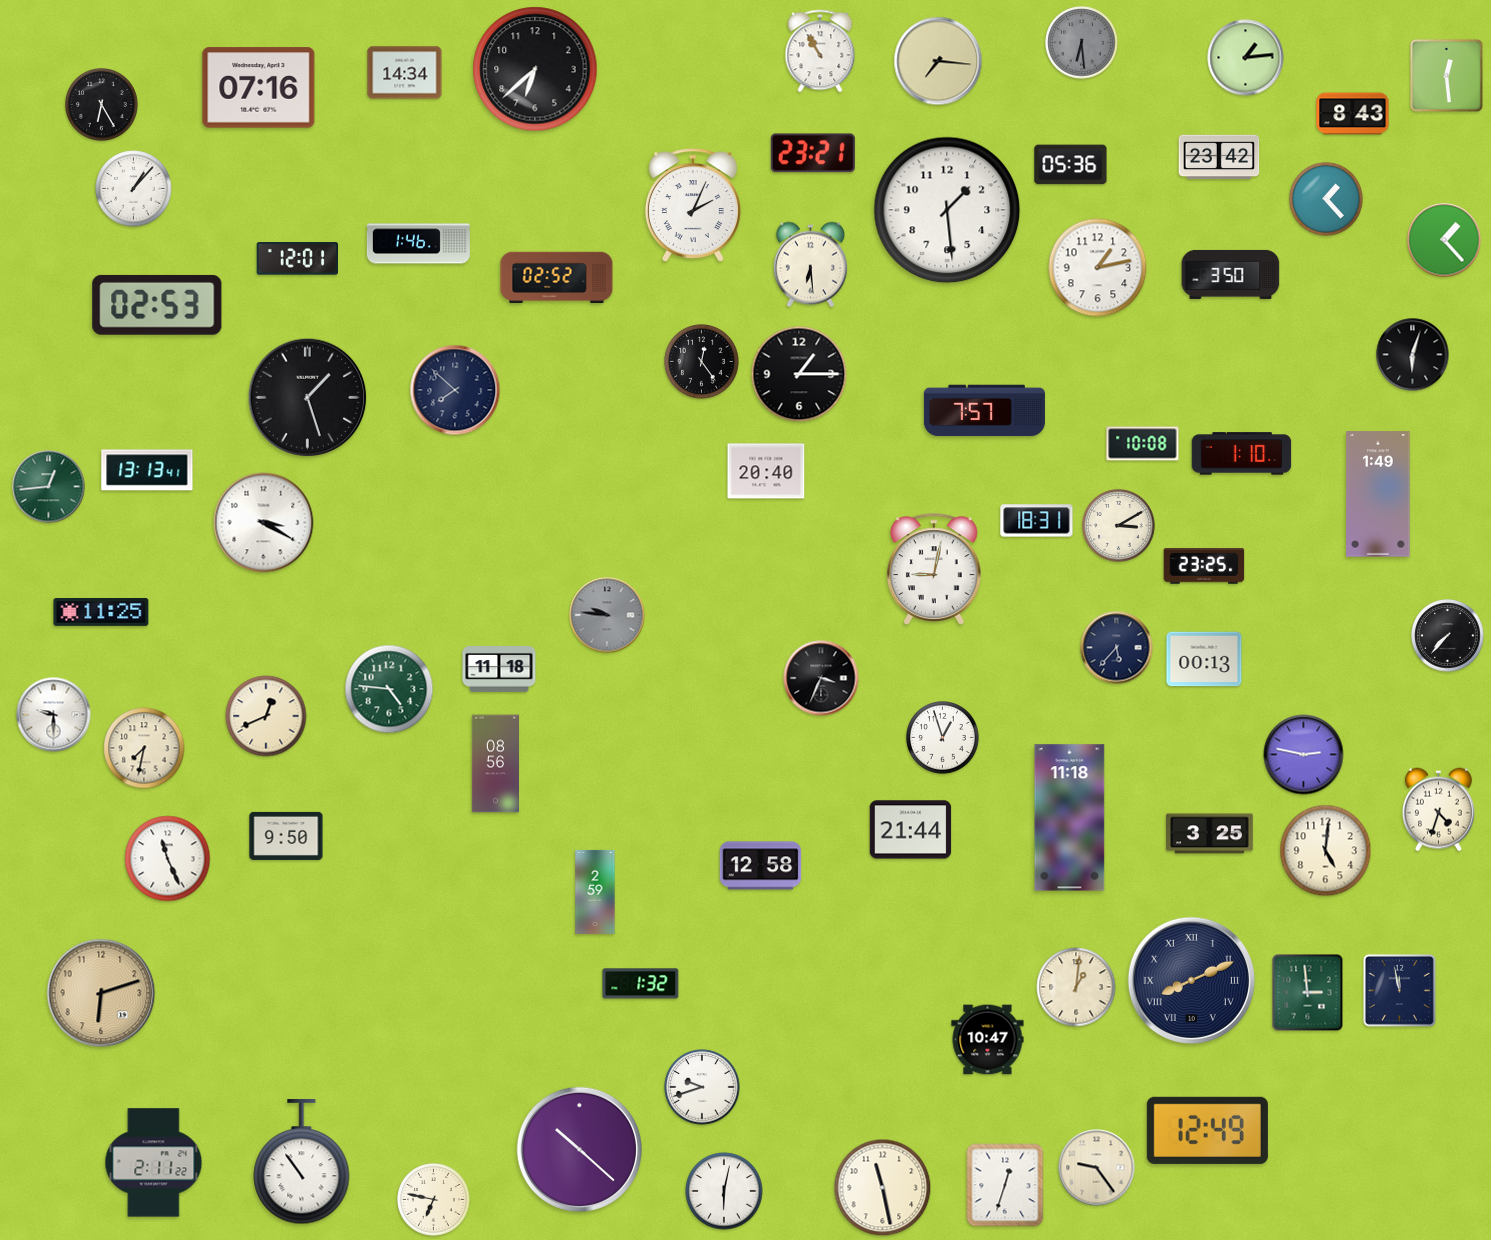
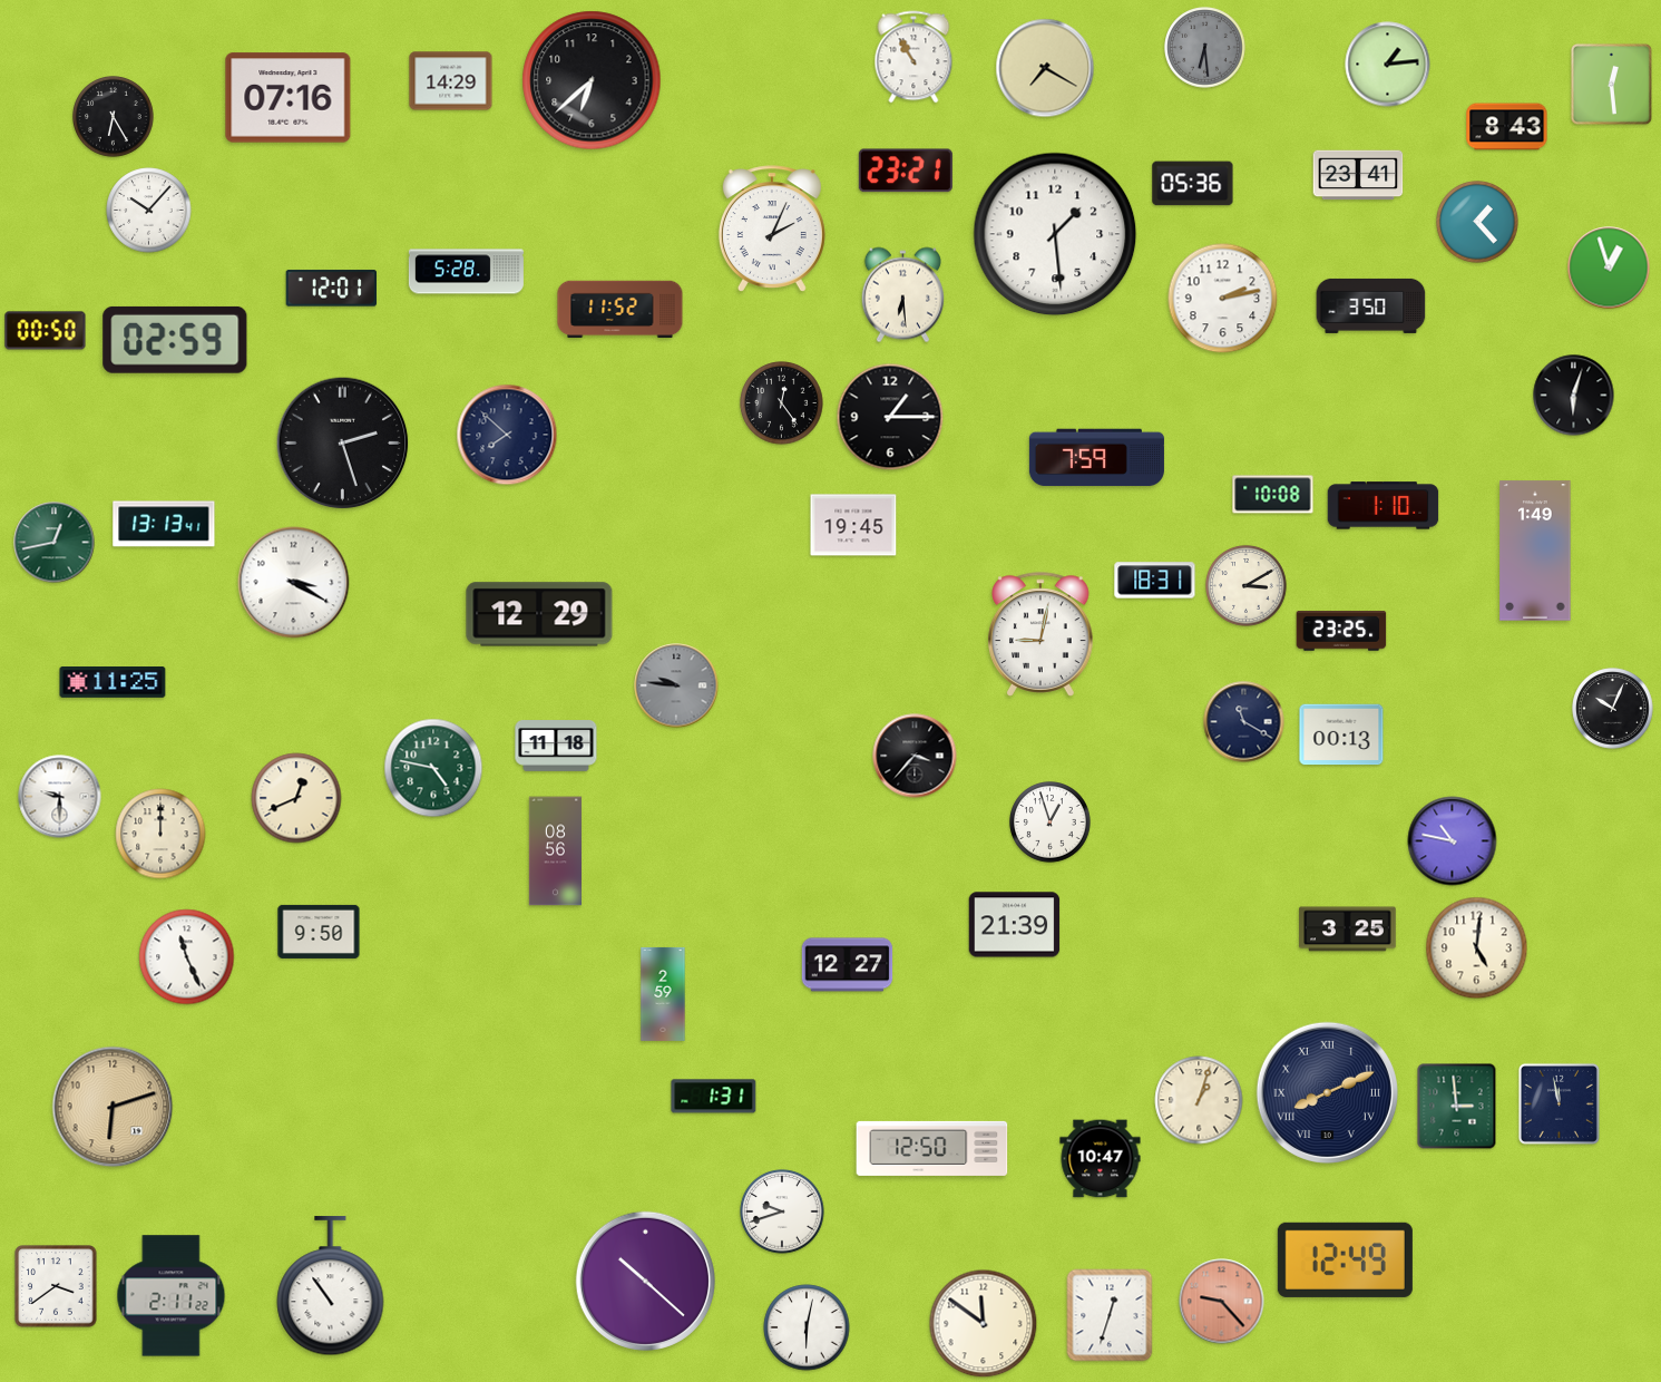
clock at (938, 61): 7:16 -> 7:20
clock at (535, 69) position: (535, 69) -> (592, 80)
clock at (405, 73): 14:34 -> 14:29
clock at (1219, 157): 23:42 -> 23:41
clock at (134, 189): 1:07 -> 10:07
clock at (1444, 240): 1:23 -> 12:57
clock at (418, 244): 1:46 -> 5:28
clock at (1098, 268): 1:13 -> 2:13
clock at (557, 278): 02:52 -> 11:52
clock at (46, 331): none -> 00:50
clock at (157, 305): 02:53 -> 02:59
clock at (308, 398): 1:27 -> 2:27
clock at (984, 411): 7:57 -> 7:59
clock at (766, 471): 20:40 -> 19:45
clock at (49, 487): 12:44 -> 12:43
clock at (539, 614): none -> 12:29
clock at (1448, 636): 7:37 -> 10:04
clock at (1117, 648): 5:37 -> 11:20
clock at (821, 678): 3:34 -> 3:37
clock at (389, 689): 4:46 -> 4:47
clock at (144, 748): 7:32 -> 12:00
clock at (1304, 755): 2:47 -> 10:47
clock at (495, 764) position: (495, 764) -> (555, 851)
clock at (1438, 810): 4:33 -> none
clock at (1070, 818): 11:18 -> none
clock at (911, 830): 21:44 -> 21:39
clock at (761, 866): 12:58 -> 12:27
clock at (641, 984): 1:32 -> 1:31
clock at (1076, 987): 1:01 -> 1:03
clock at (932, 1148): none -> 12:50
clock at (56, 1286): none -> 3:39
clock at (302, 1162) position: (302, 1162) -> (331, 1286)
clock at (1097, 1168): 9:24 -> 9:23
clock at (1097, 1168) dial: cream -> salmon
clock at (1005, 1185) position: (1005, 1185) -> (1110, 1315)
clock at (883, 1188): 11:28 -> 11:51
clock at (434, 1200): 6:47 -> none
